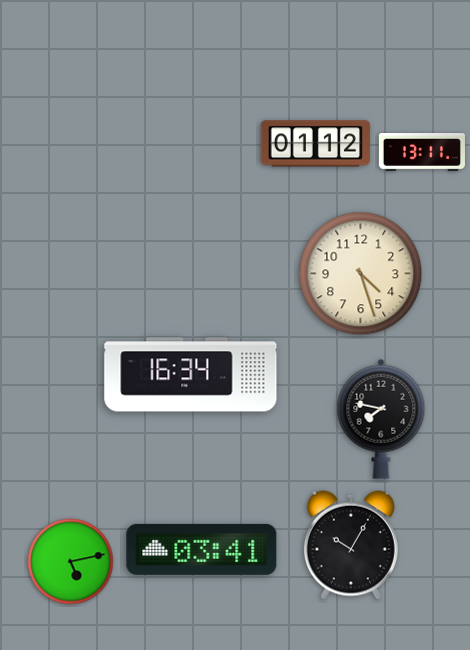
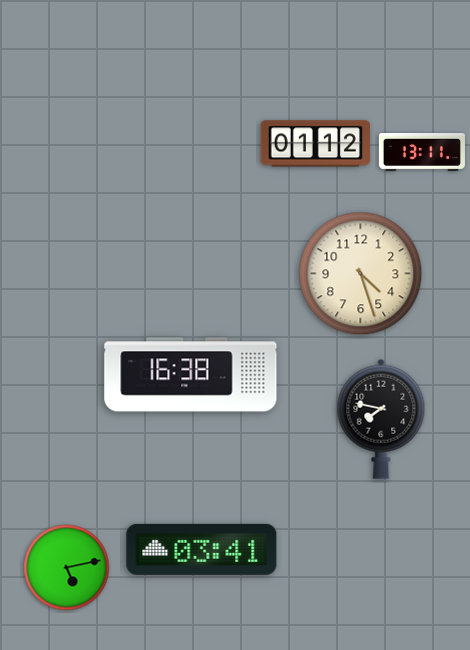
clock at (191, 375): 16:34 -> 16:38
clock at (351, 545): 10:05 -> none
clock at (71, 562) position: (71, 562) -> (67, 568)
